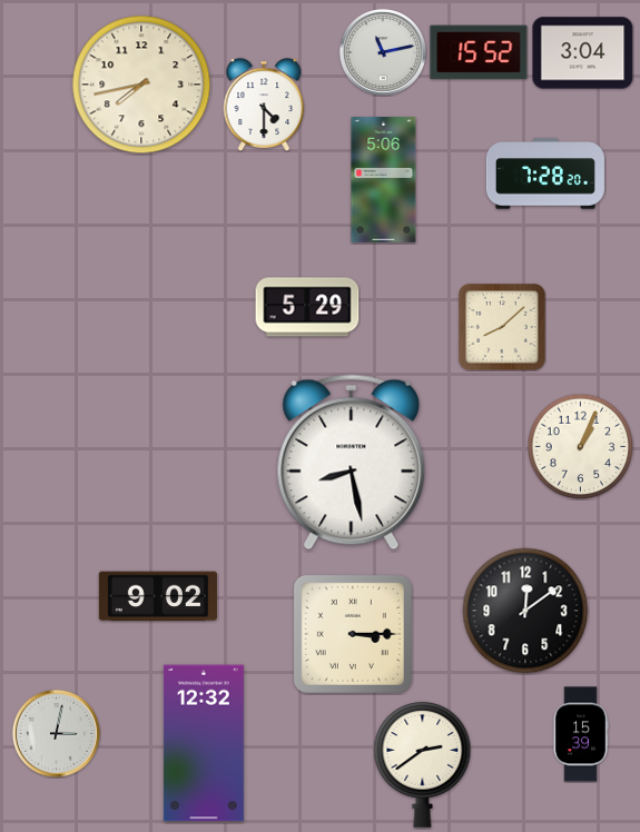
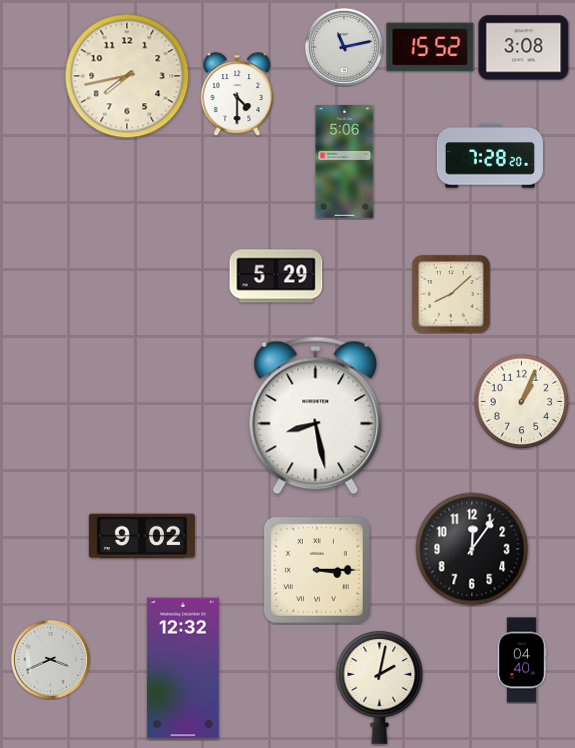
clock at (583, 53): 3:04 -> 3:08
clock at (525, 611): 12:09 -> 12:06
clock at (56, 733): 3:02 -> 3:41
clock at (581, 734): 15:39 -> 04:40
clock at (423, 764): 2:39 -> 2:02
